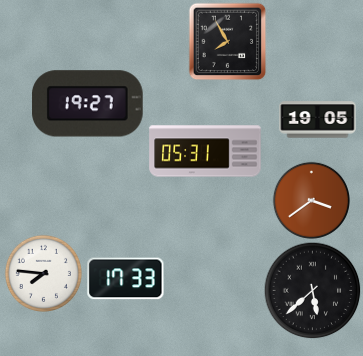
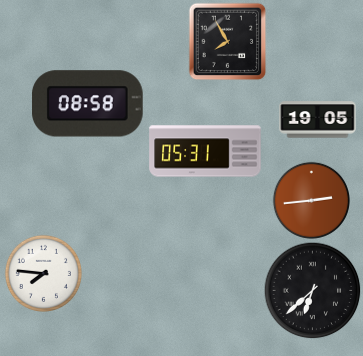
clock at (88, 104): 19:27 -> 08:58
clock at (311, 200): 3:39 -> 2:44
clock at (126, 279): 17:33 -> none
clock at (312, 290): 5:38 -> 6:38
